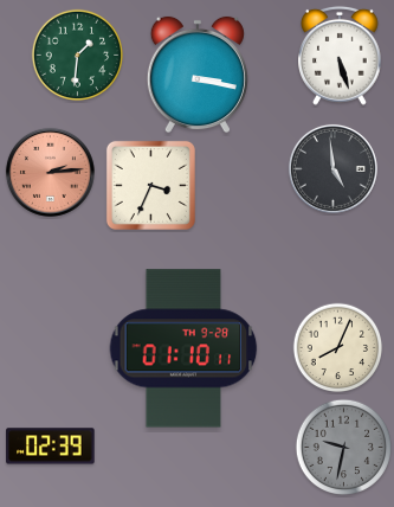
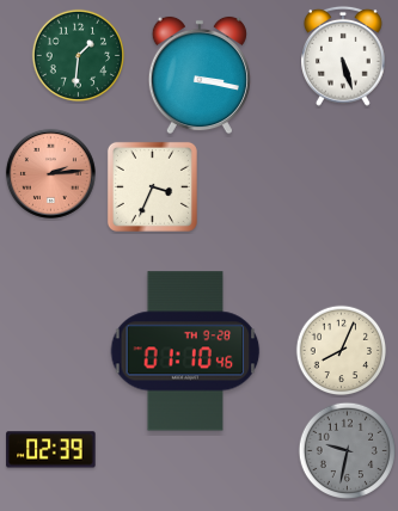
clock at (332, 168): 4:59 -> none
clock at (183, 348): 01:10:11 -> 01:10:46
